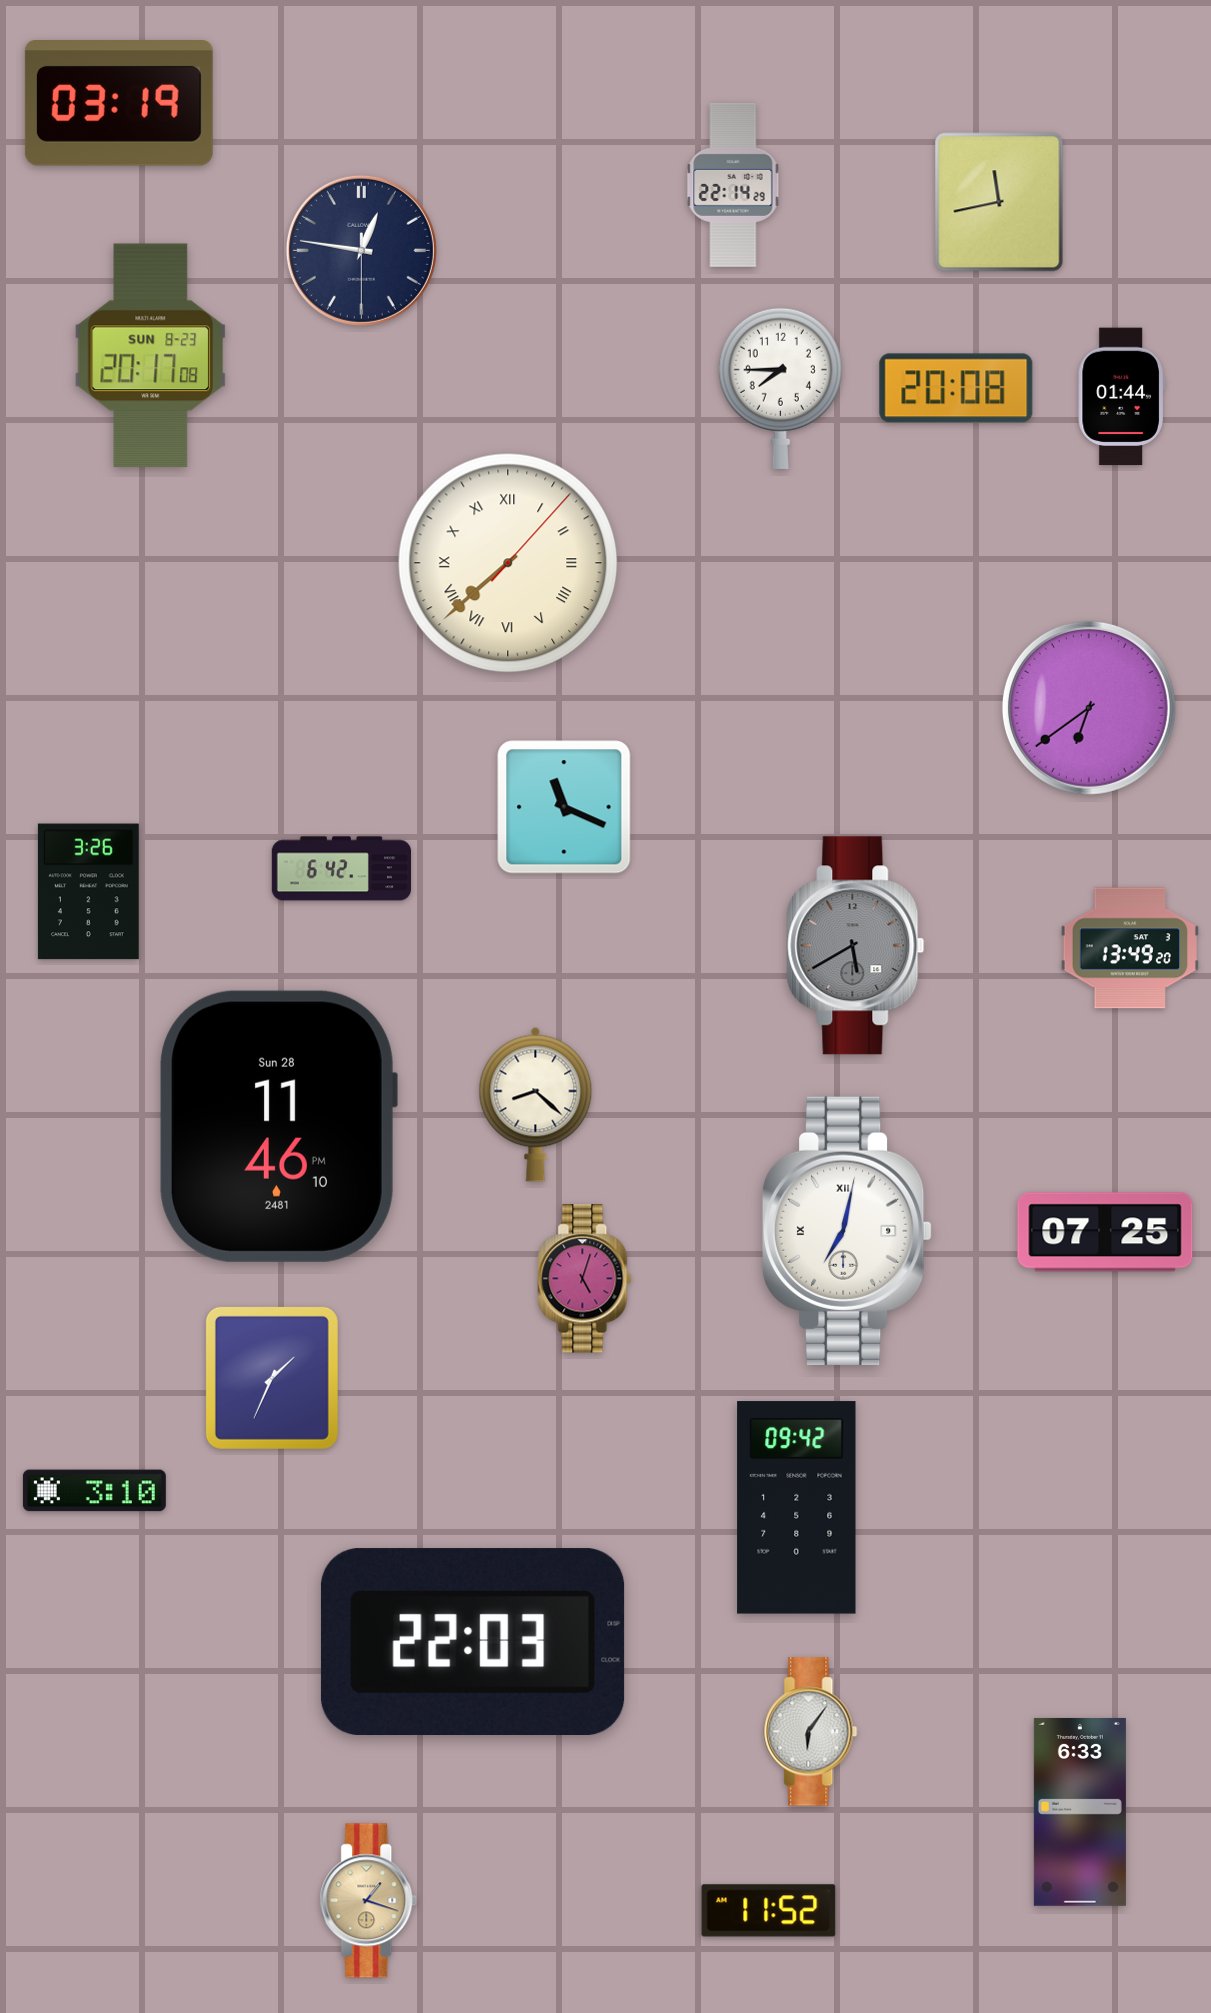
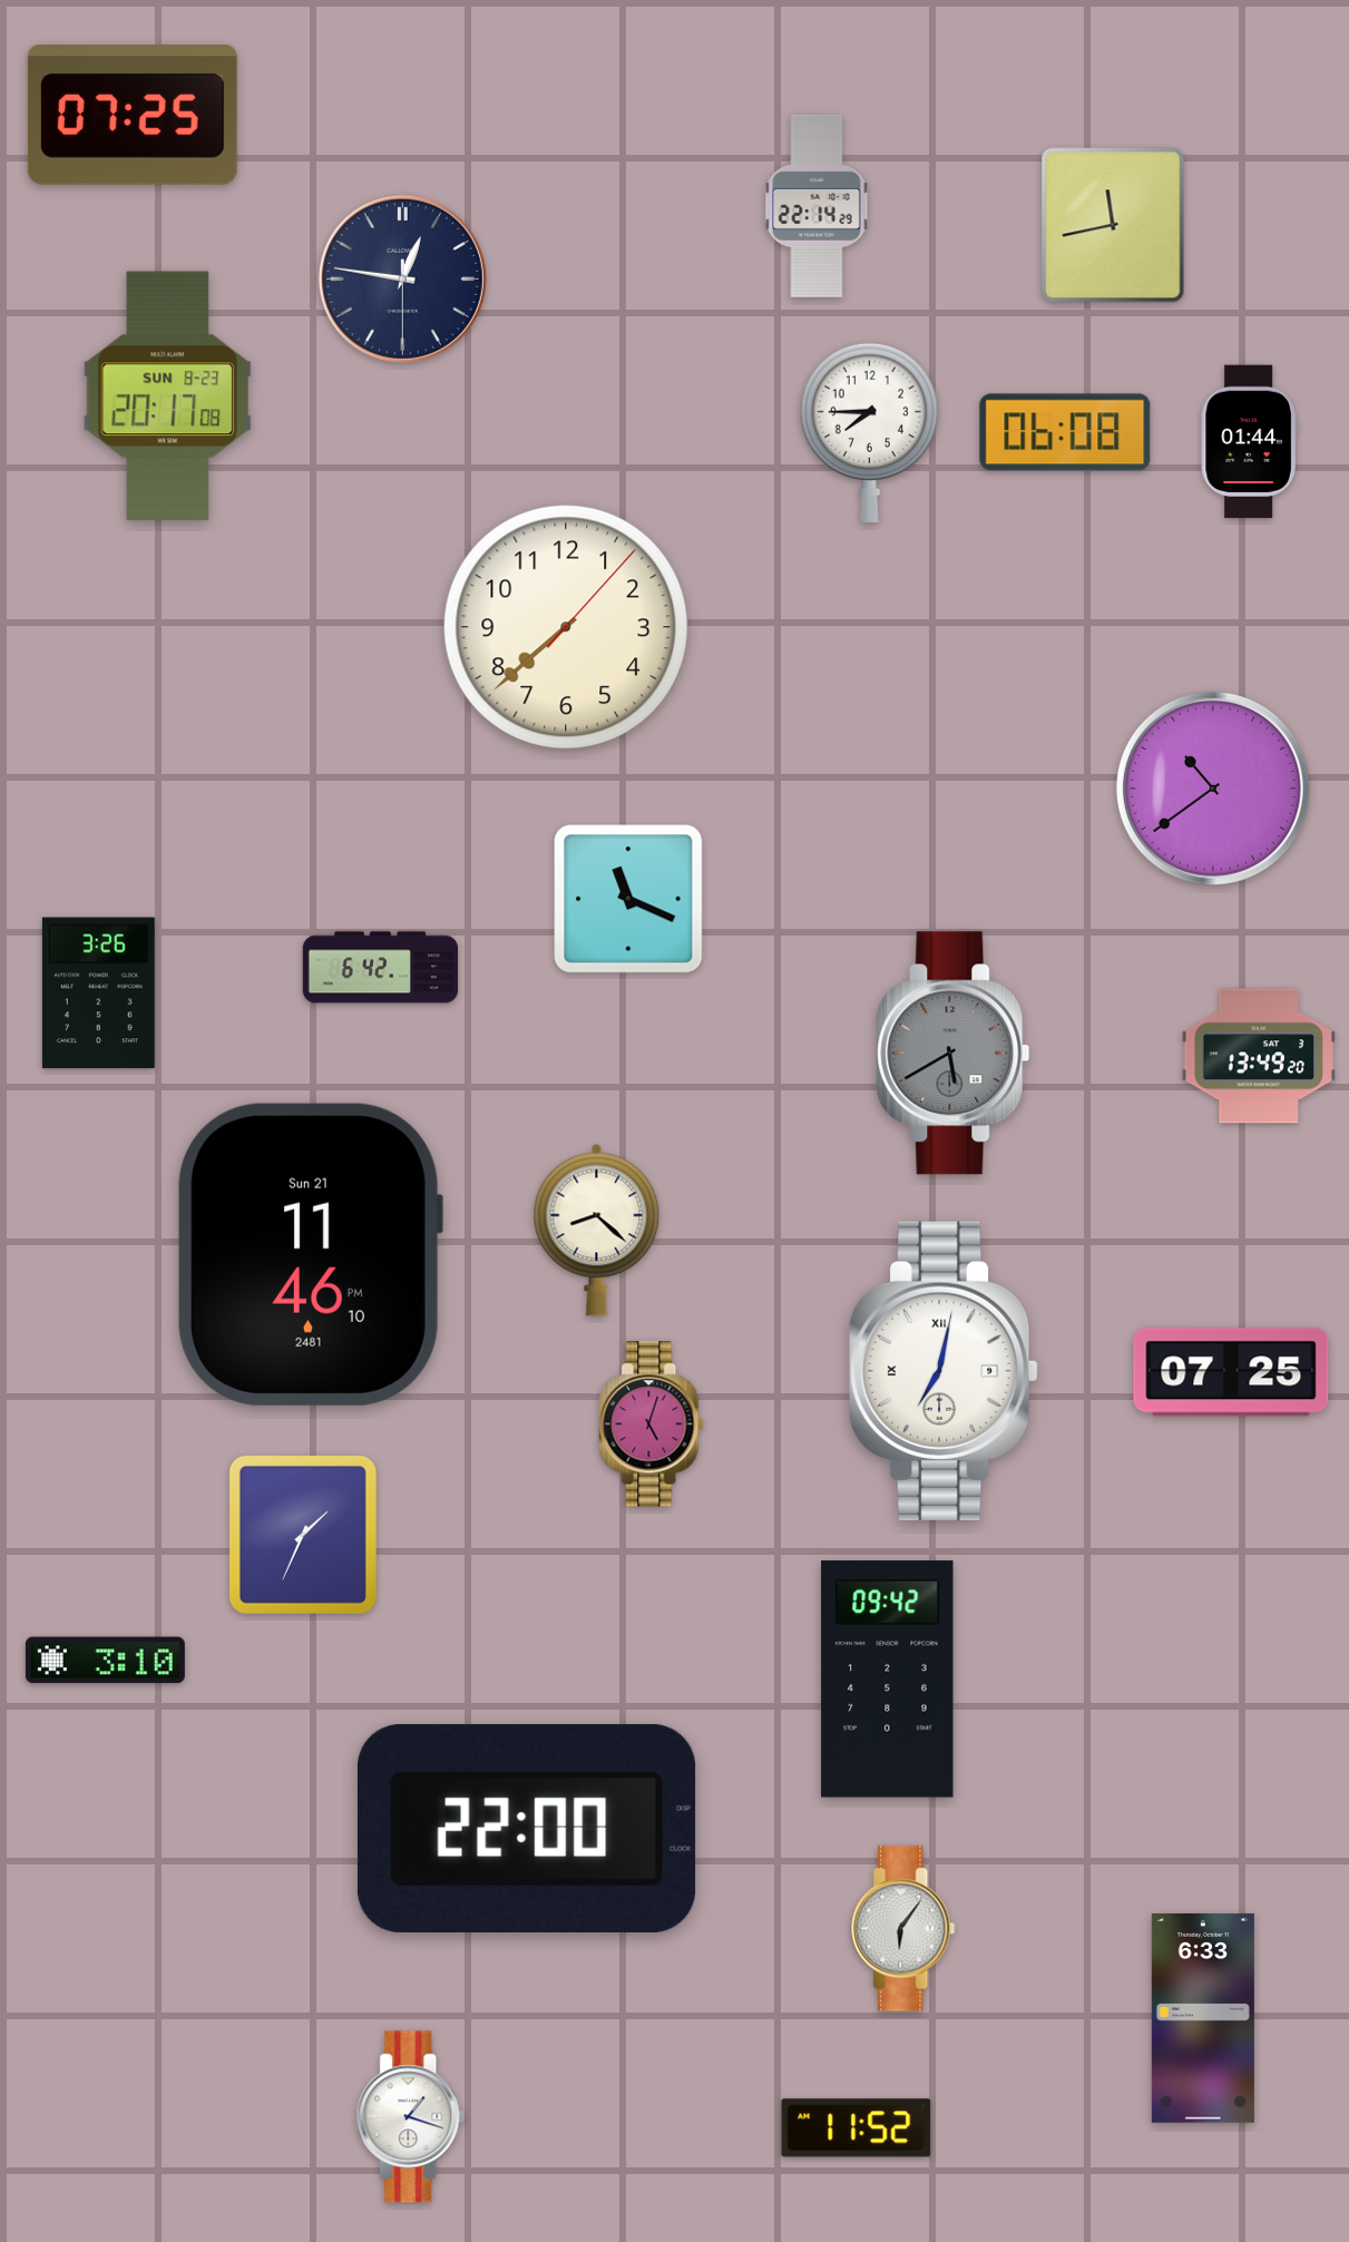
clock at (119, 104): 03:19 -> 07:25
clock at (956, 388): 20:08 -> 06:08
clock at (508, 563) numerals: Roman -> Arabic
clock at (1089, 708): 6:39 -> 10:39
clock at (278, 1126) date: Sun 28 -> Sun 21
clock at (473, 1641): 22:03 -> 22:00
clock at (369, 1901) dial: champagne -> white
